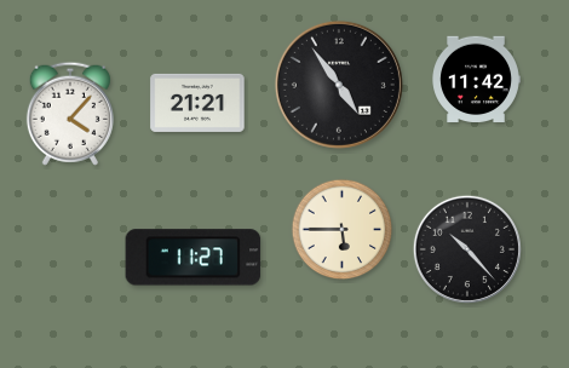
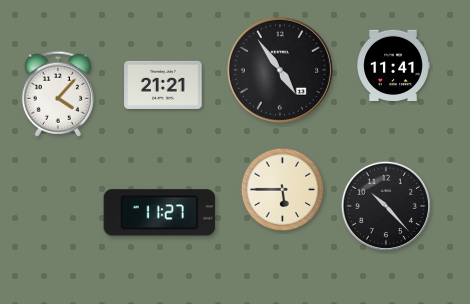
clock at (476, 80): 11:42 -> 11:41
